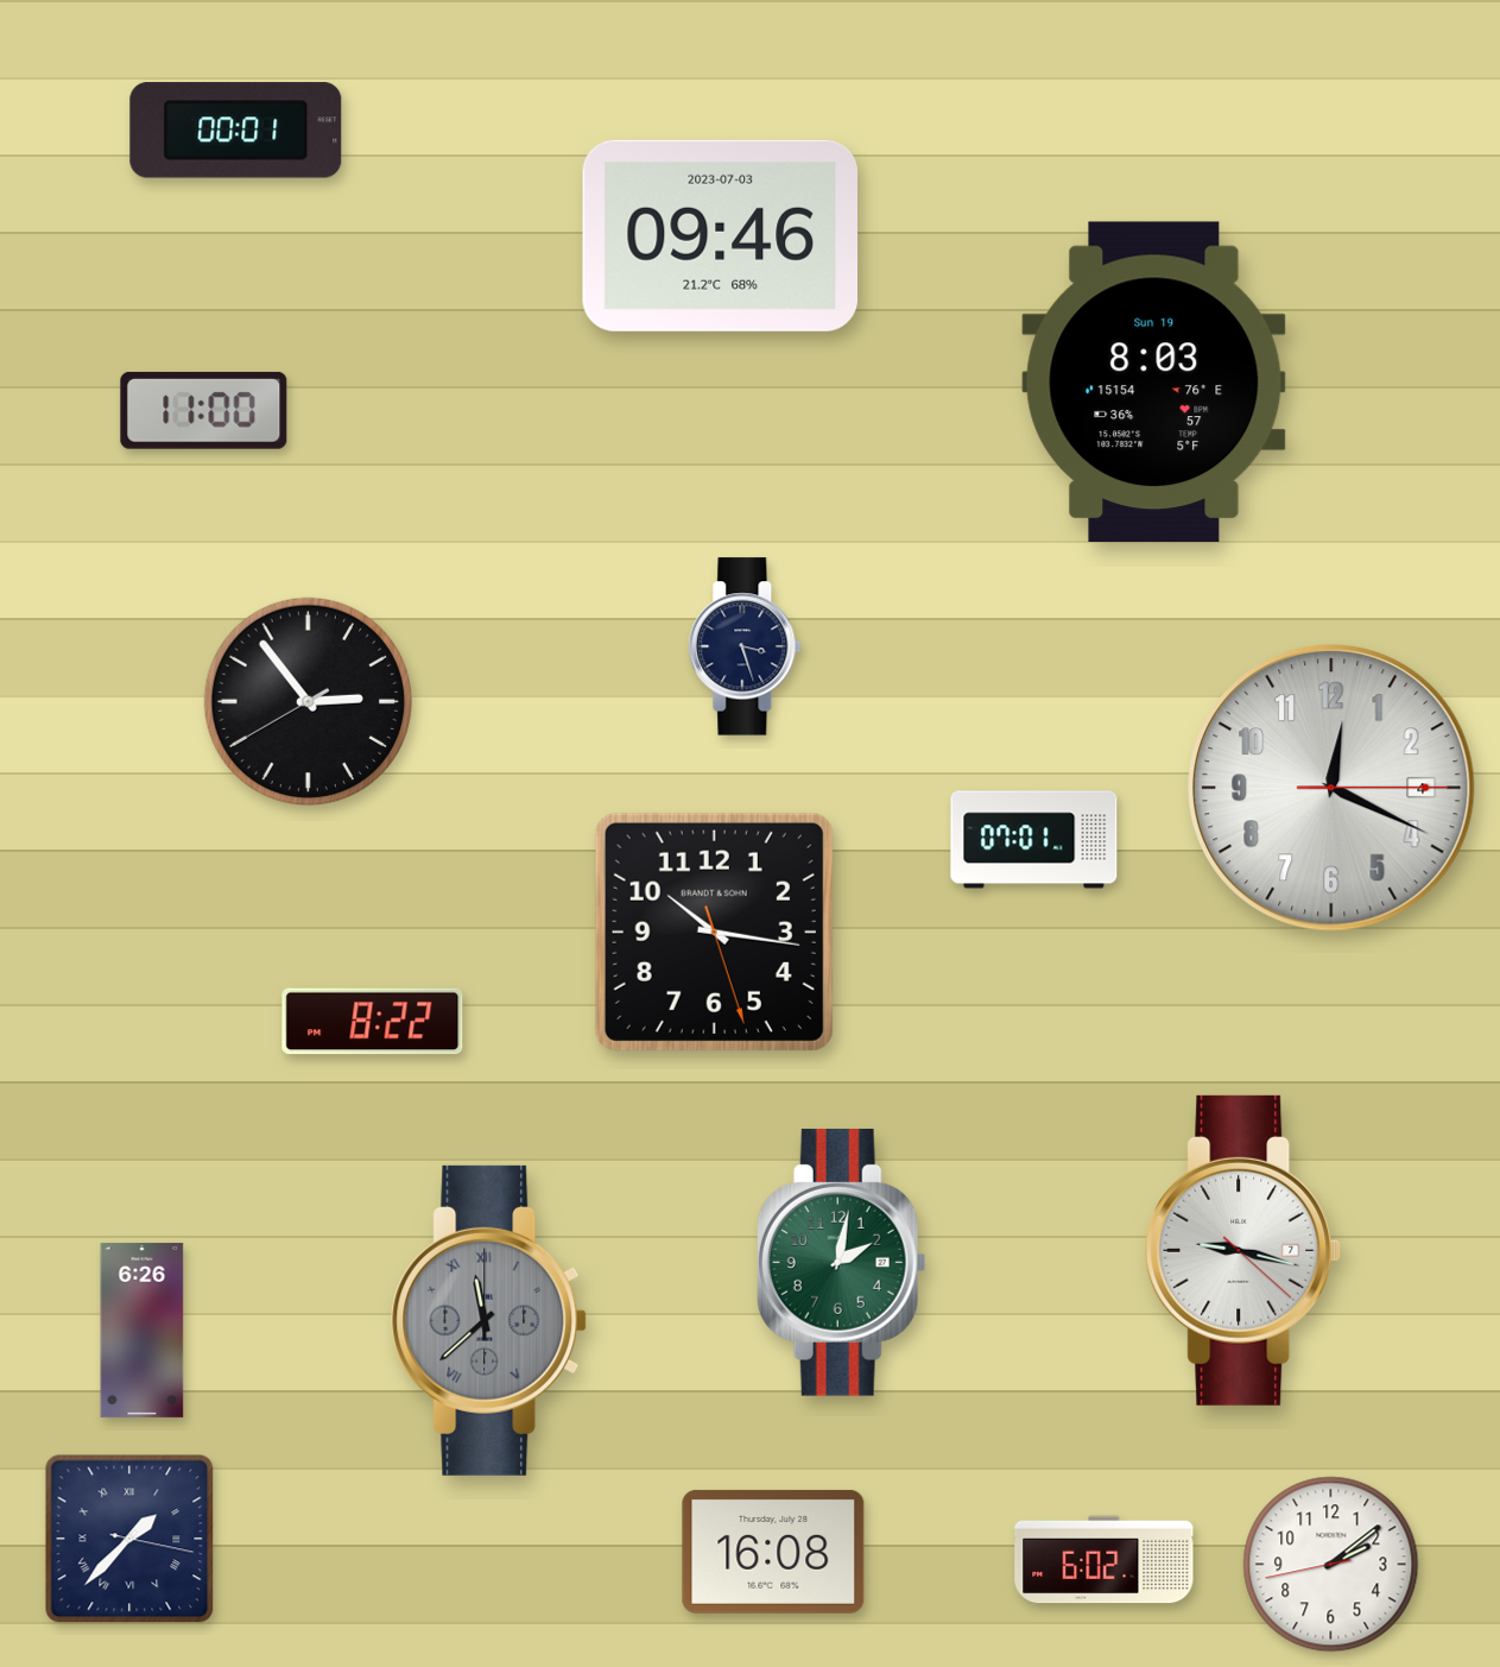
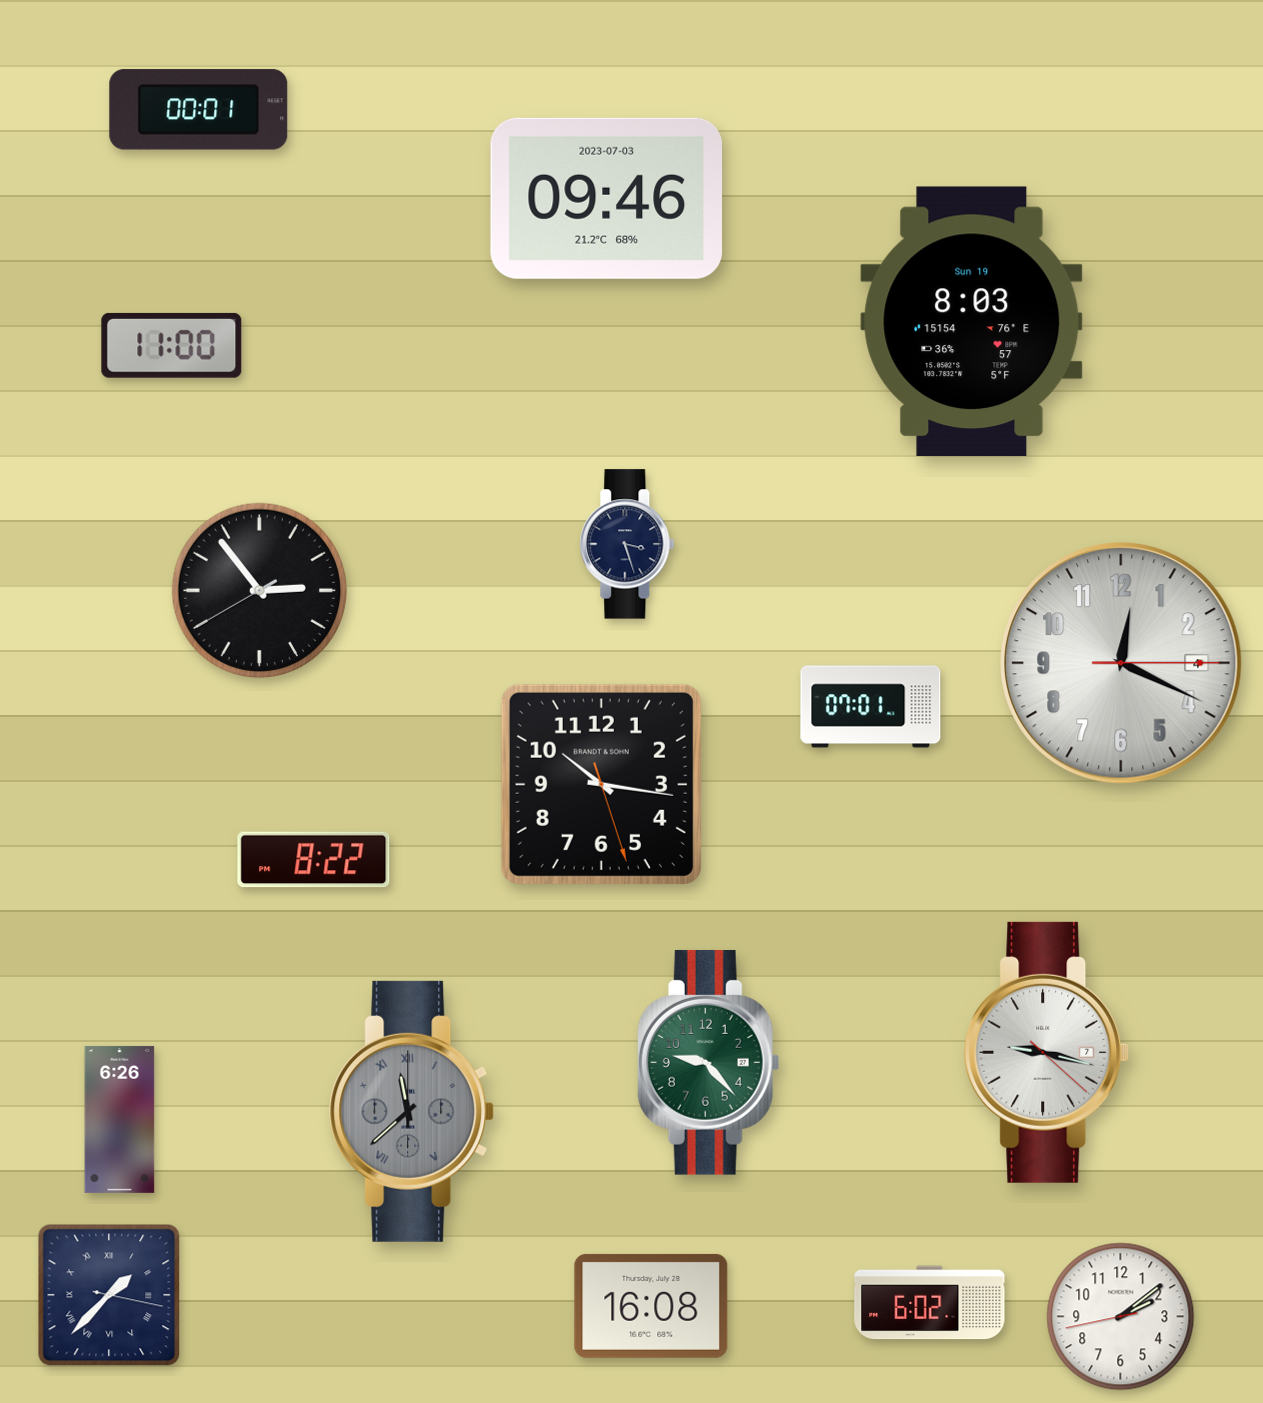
clock at (841, 1262): 2:02 -> 9:23
clock at (1105, 1560) position: (1105, 1560) -> (930, 1303)
